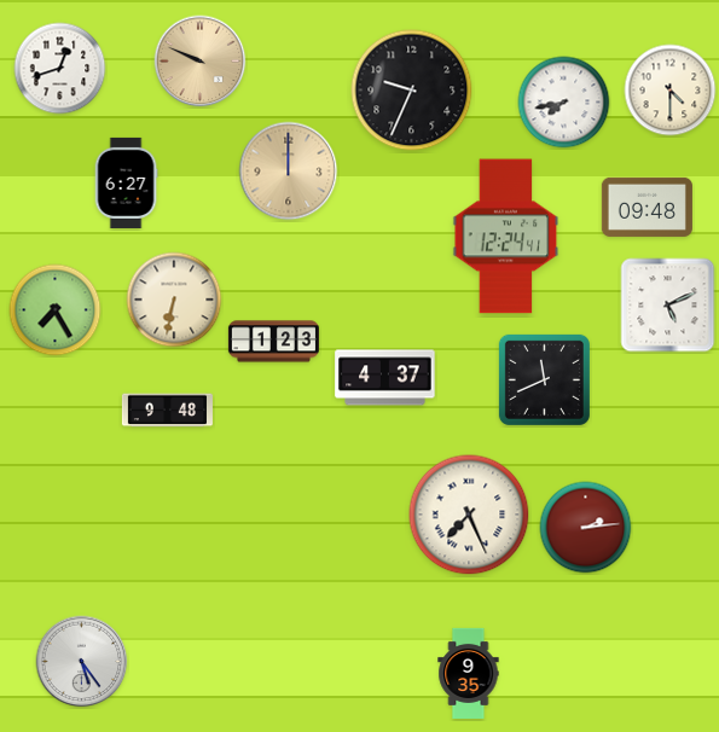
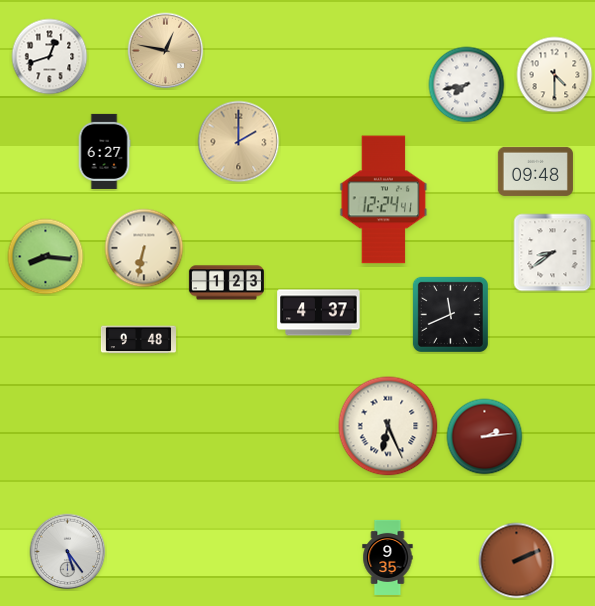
clock at (201, 62): 9:49 -> 12:47
clock at (412, 91): 9:34 -> none
clock at (289, 172): 12:00 -> 2:00
clock at (506, 237) position: (506, 237) -> (384, 200)
clock at (668, 306): 5:11 -> 8:39
clock at (56, 310): 7:25 -> 8:16
clock at (469, 515): 7:26 -> 6:26
clock at (82, 662) position: (82, 662) -> (68, 552)
clock at (517, 561): none -> 2:11
